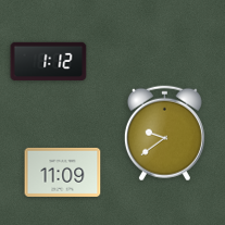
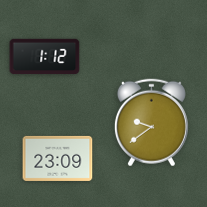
clock at (63, 172): 11:09 -> 23:09
